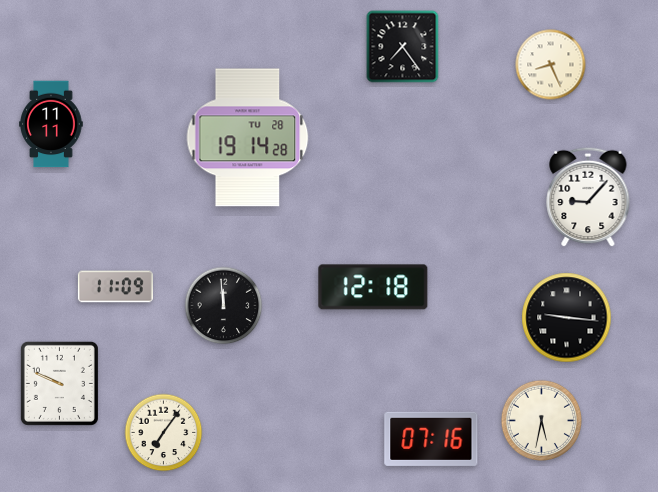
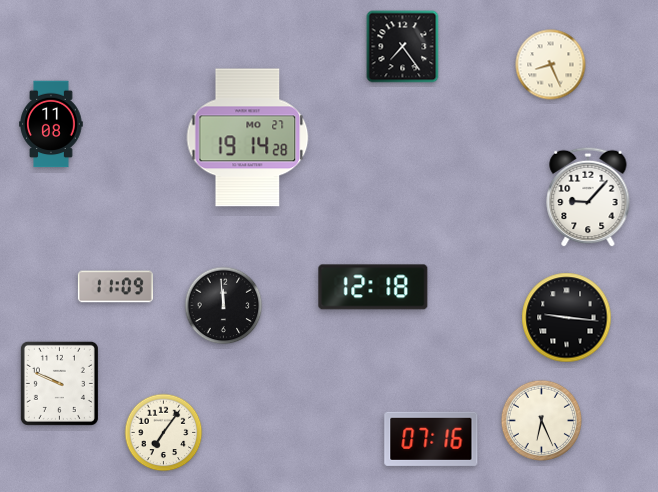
clock at (51, 124): 11:11 -> 11:08
clock at (248, 138) date: TU 28 -> MO 27
clock at (542, 421): 5:32 -> 6:26
